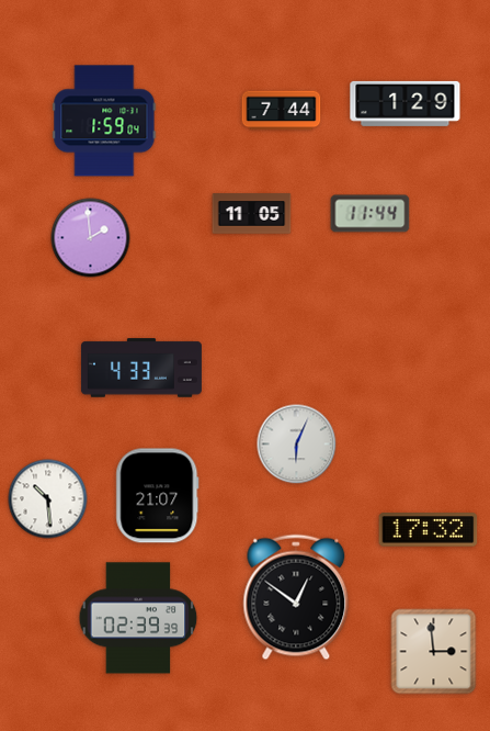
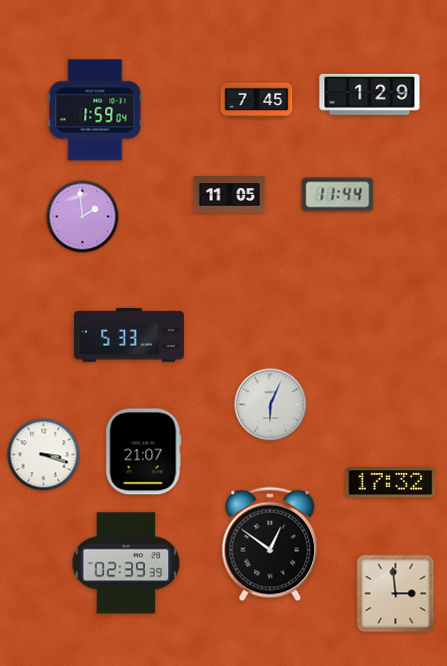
clock at (282, 111): 7:44 -> 7:45
clock at (141, 368): 4:33 -> 5:33
clock at (48, 499): 10:29 -> 3:18
